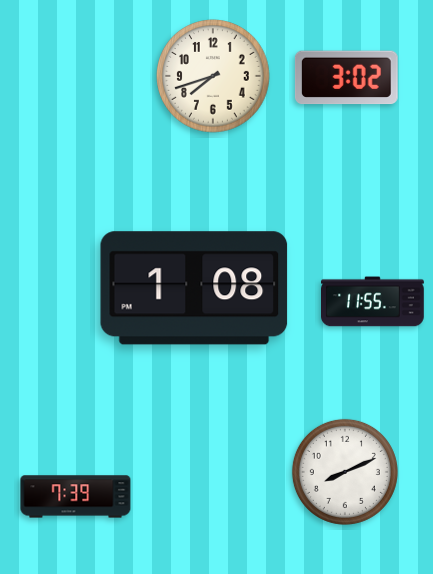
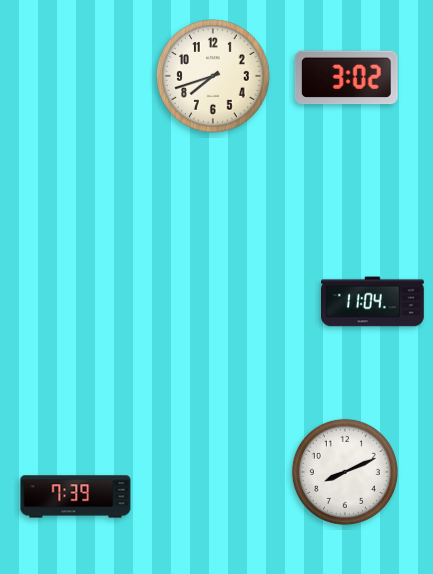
clock at (194, 288): 1:08 -> none
clock at (373, 302): 11:55 -> 11:04
